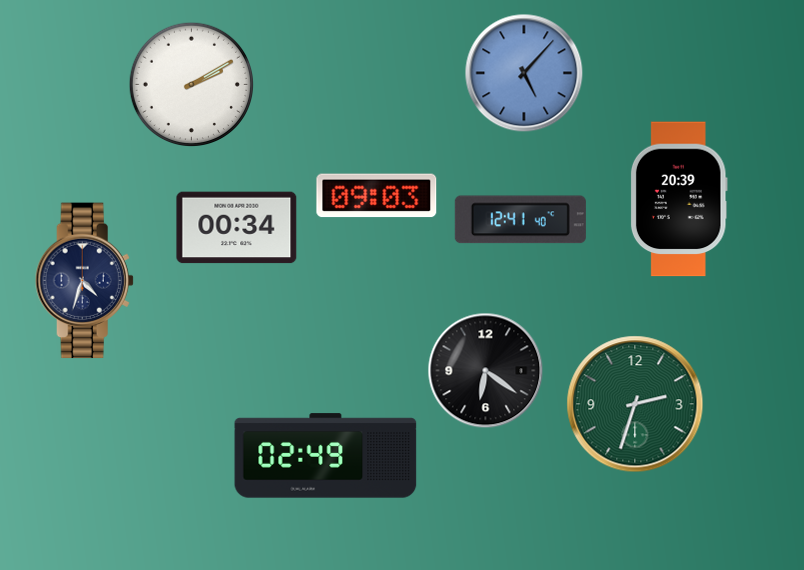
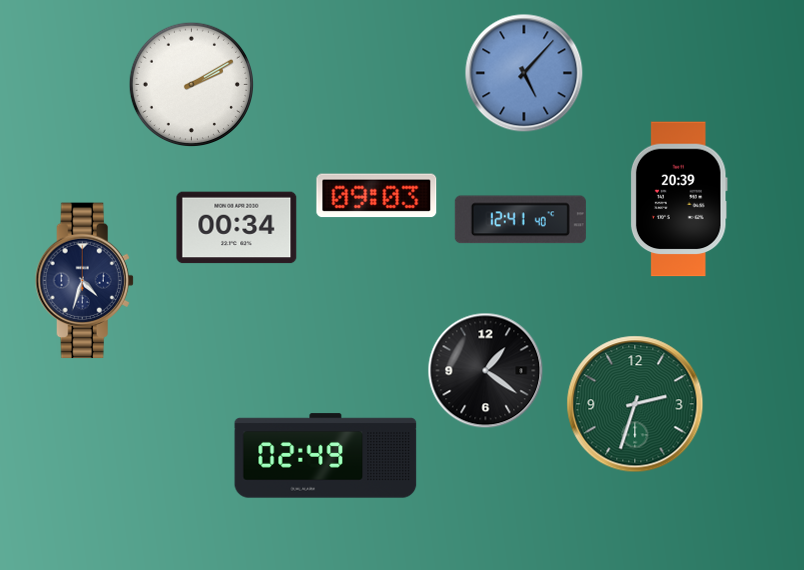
clock at (486, 371): 6:21 -> 1:21
